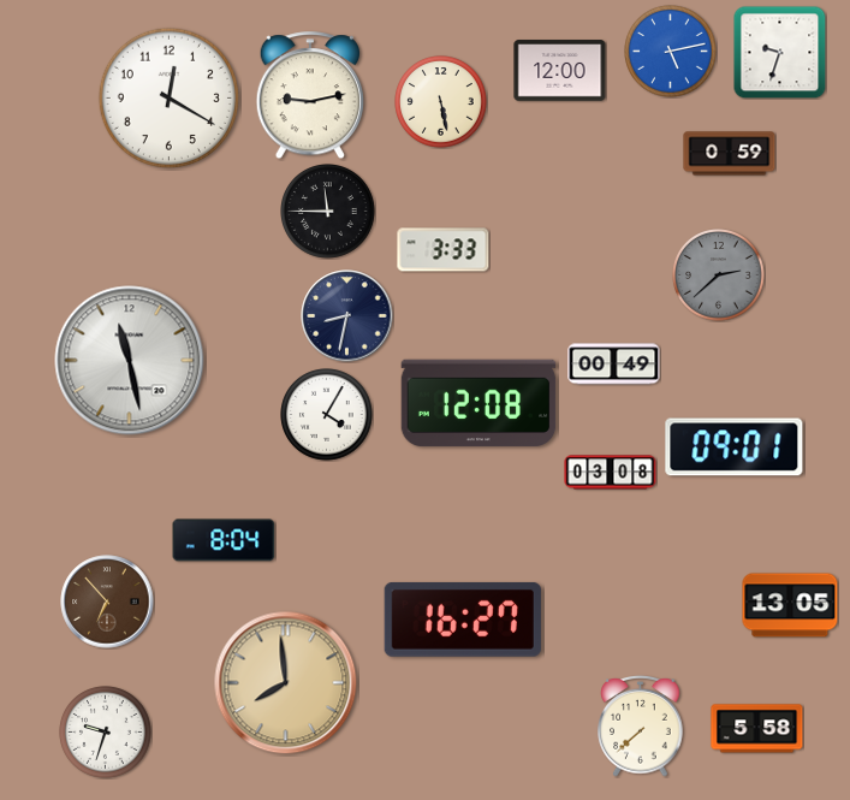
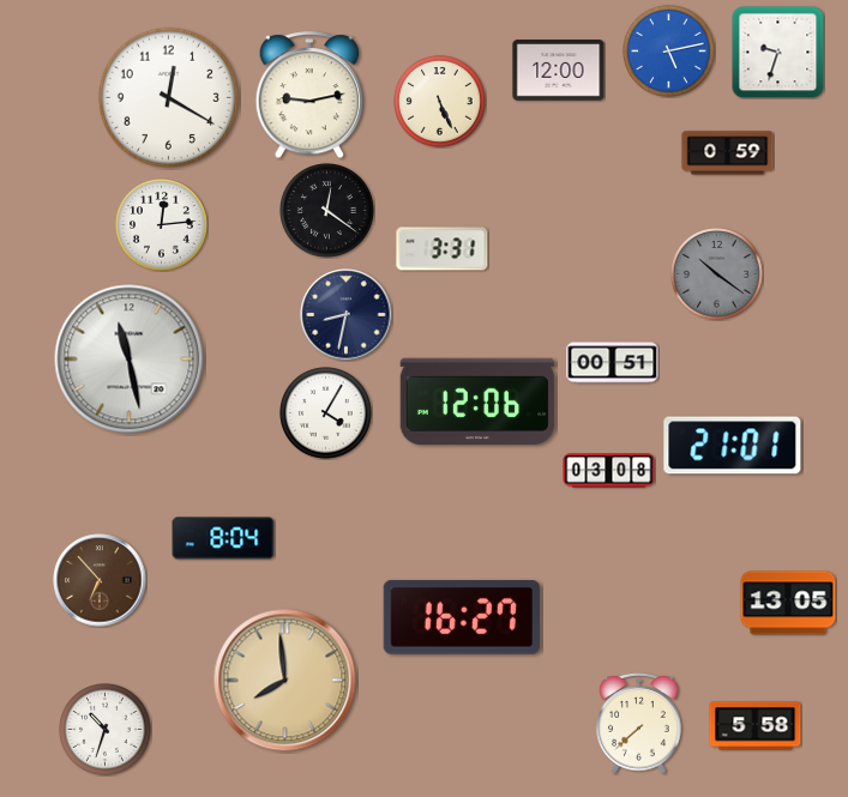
clock at (441, 102): 5:28 -> 5:26
clock at (328, 212): 11:45 -> 12:21
clock at (162, 225): none -> 12:14
clock at (444, 250): 3:33 -> 3:31
clock at (719, 275): 2:38 -> 10:21
clock at (614, 365): 00:49 -> 00:51
clock at (479, 403): 12:08 -> 12:06
clock at (735, 448): 09:01 -> 21:01
clock at (107, 602) position: (107, 602) -> (100, 580)
clock at (106, 733): 9:33 -> 10:33
